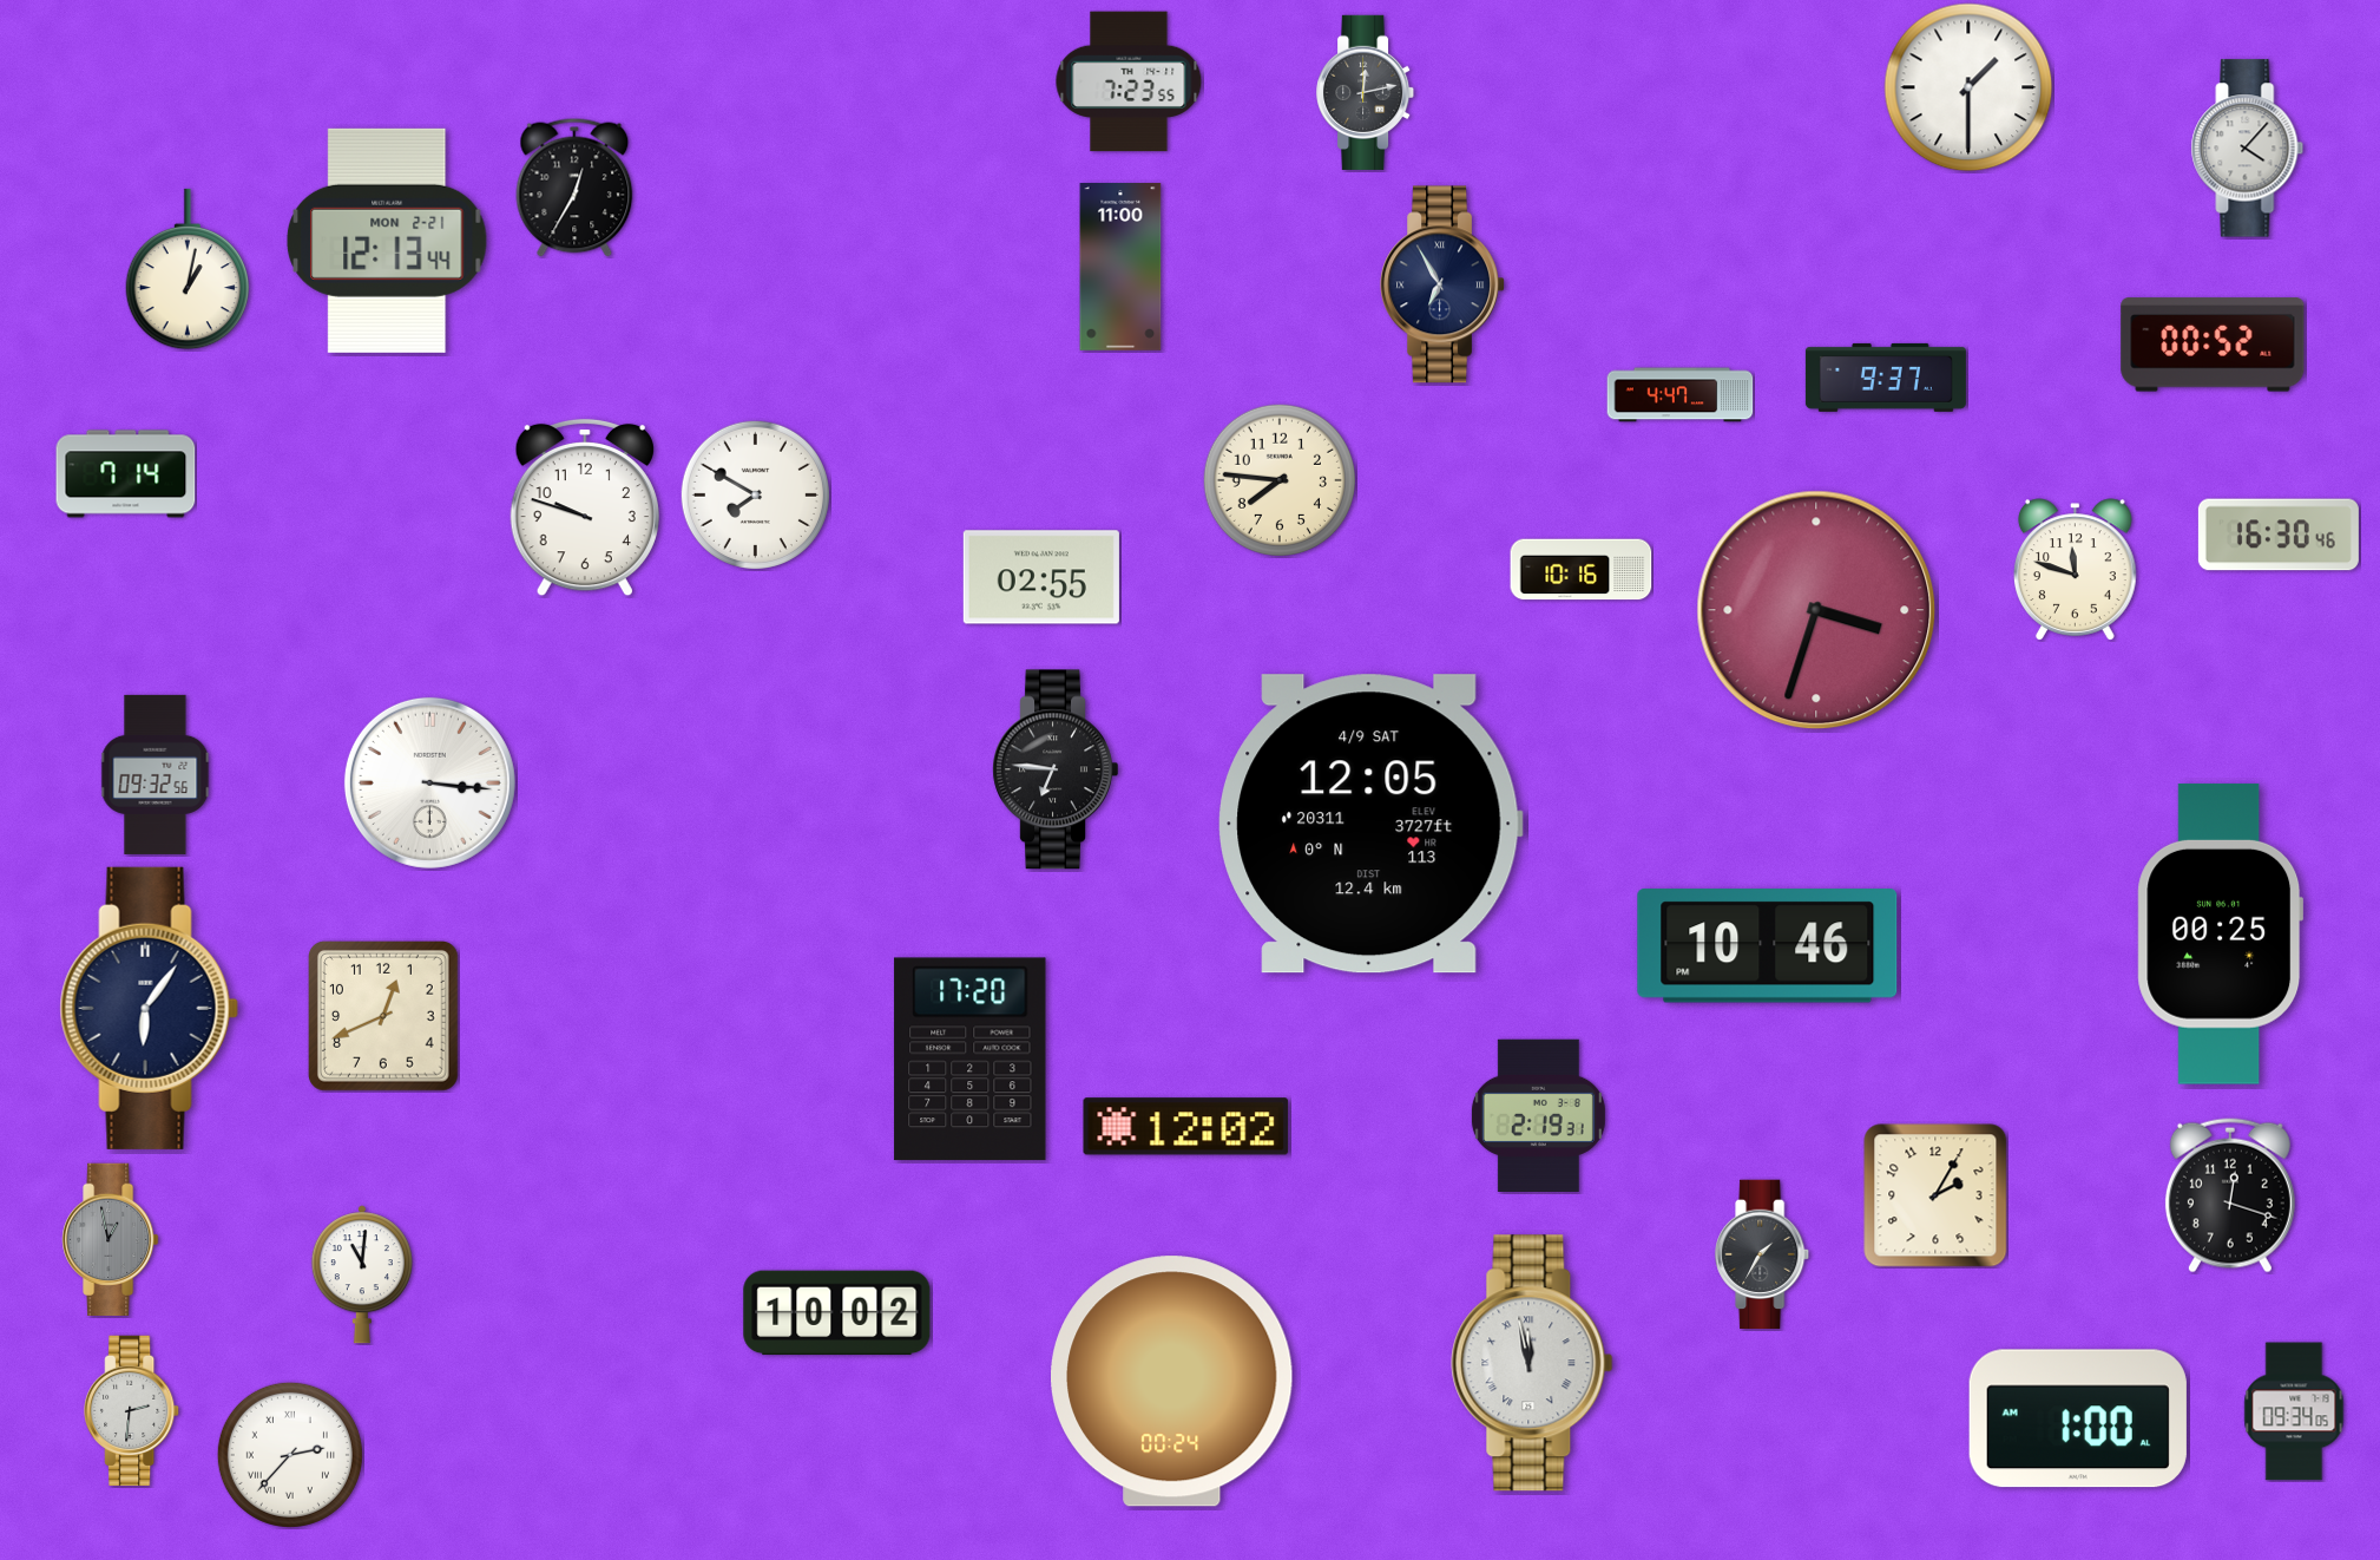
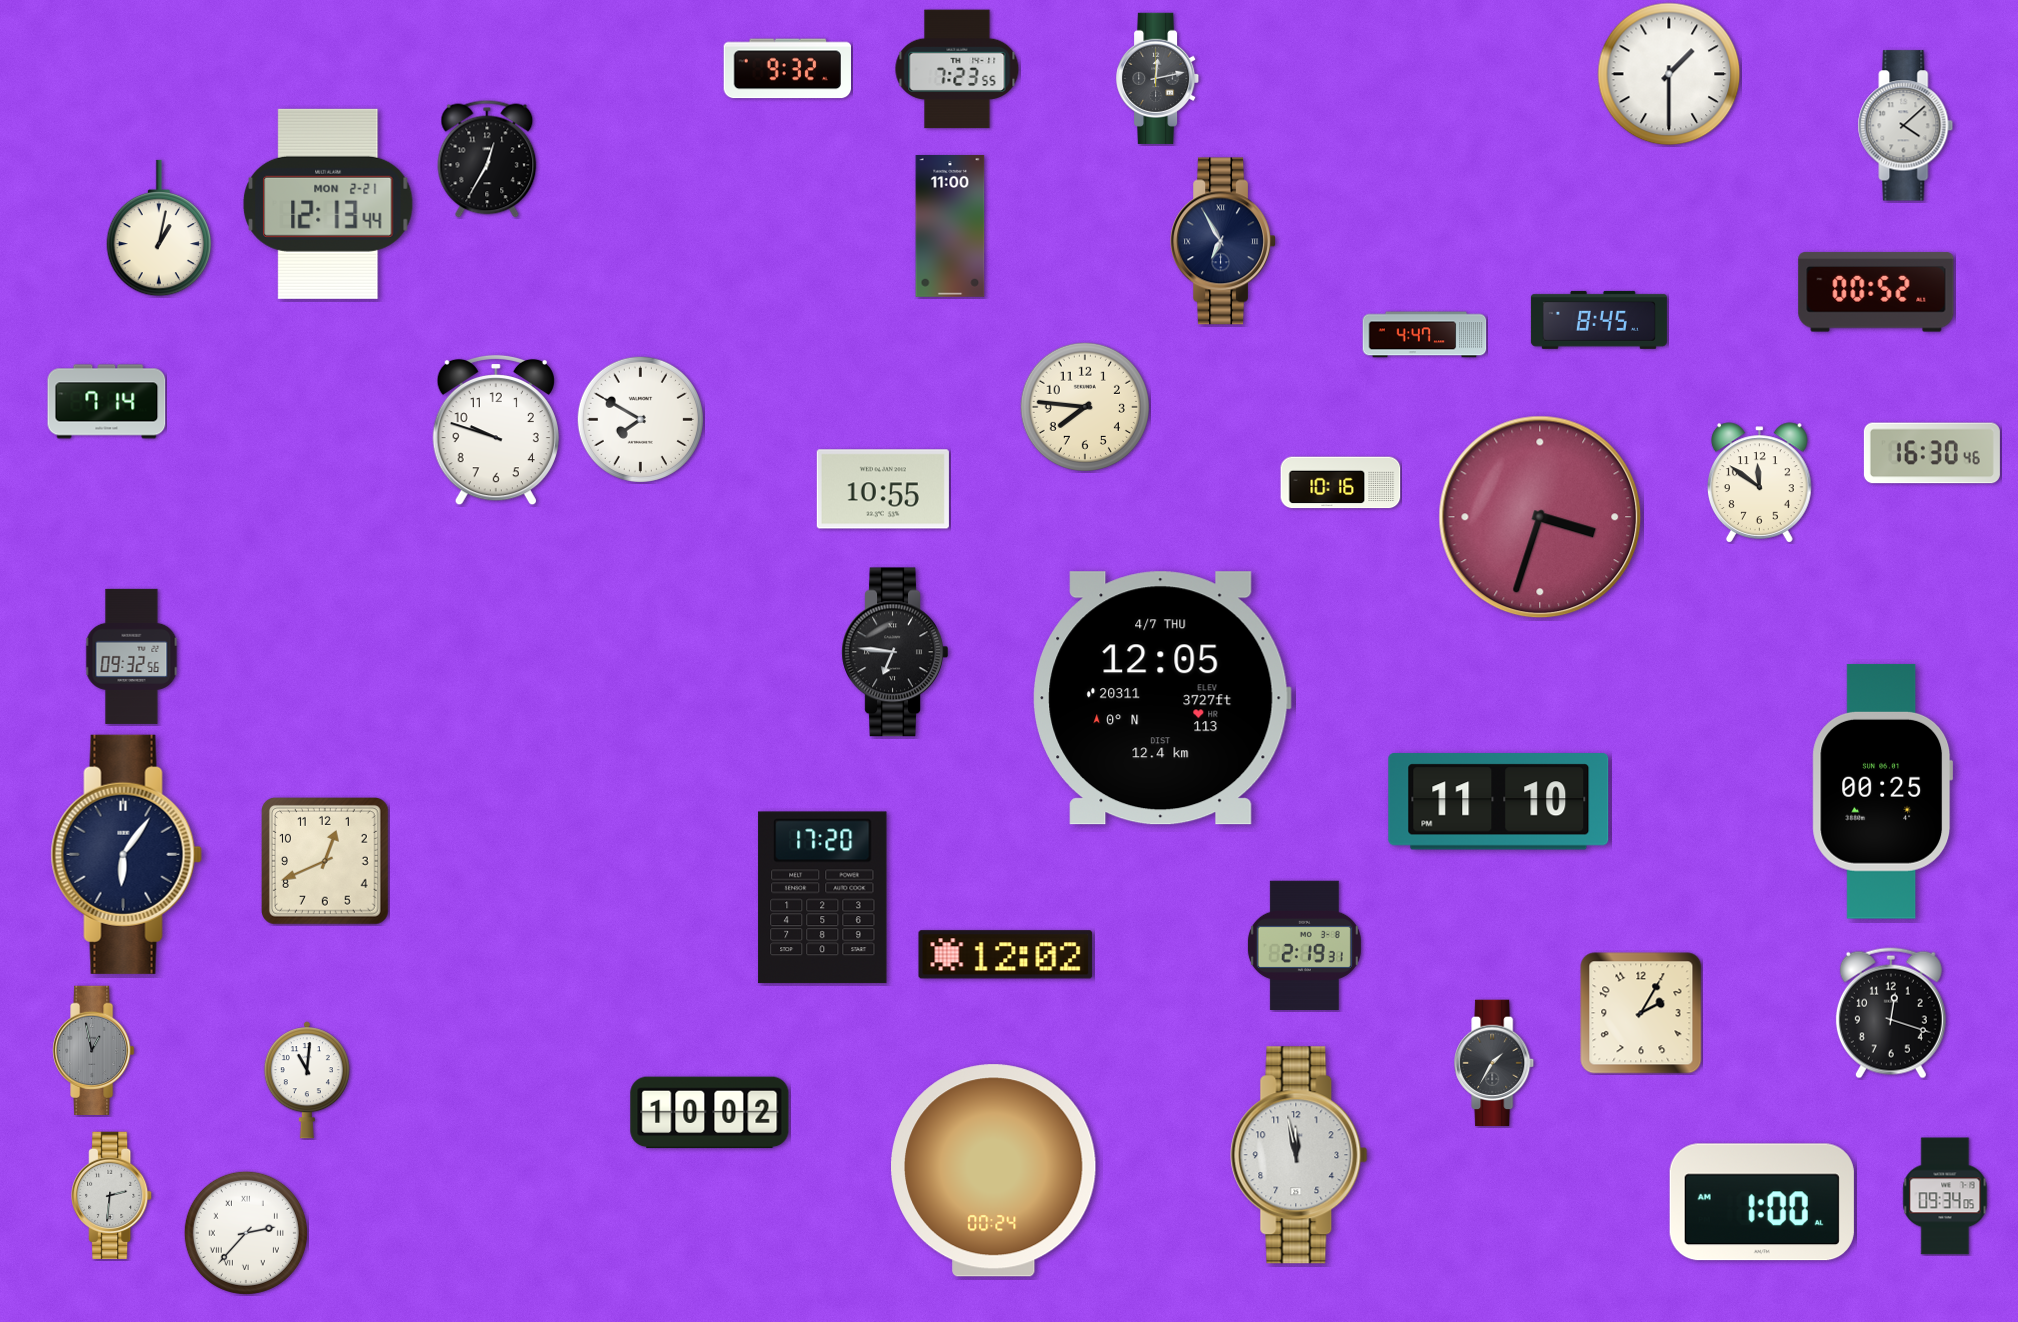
clock at (787, 69): none -> 9:32
clock at (2248, 149): 4:07 -> 4:08
clock at (1886, 378): 9:37 -> 8:45
clock at (2076, 570): 11:48 -> 11:51
clock at (1041, 577): 02:55 -> 10:55
clock at (429, 782): 3:16 -> none
clock at (1370, 824) date: 4/9 SAT -> 4/7 THU
clock at (1768, 946): 10:46 -> 11:10
clock at (1532, 1363) numerals: Roman -> Arabic
